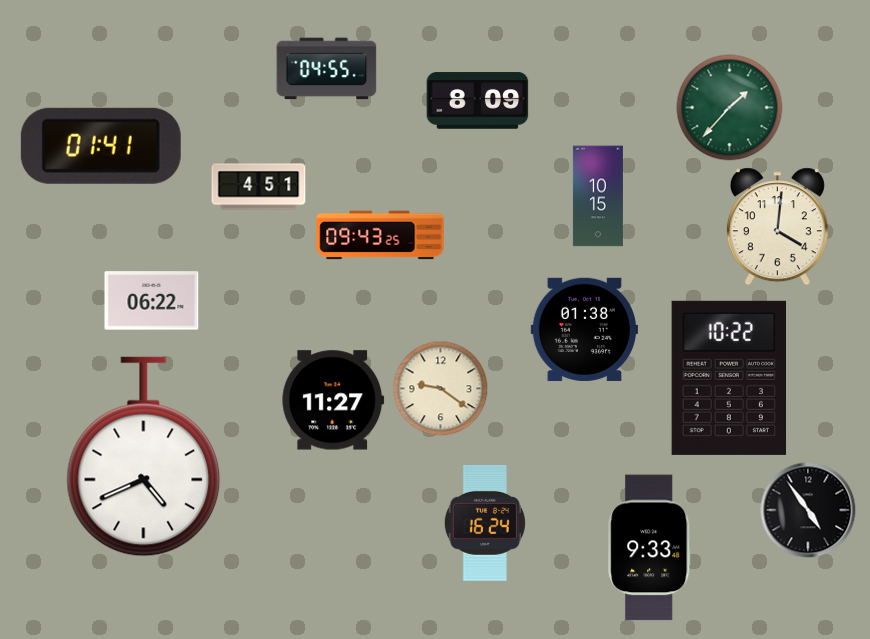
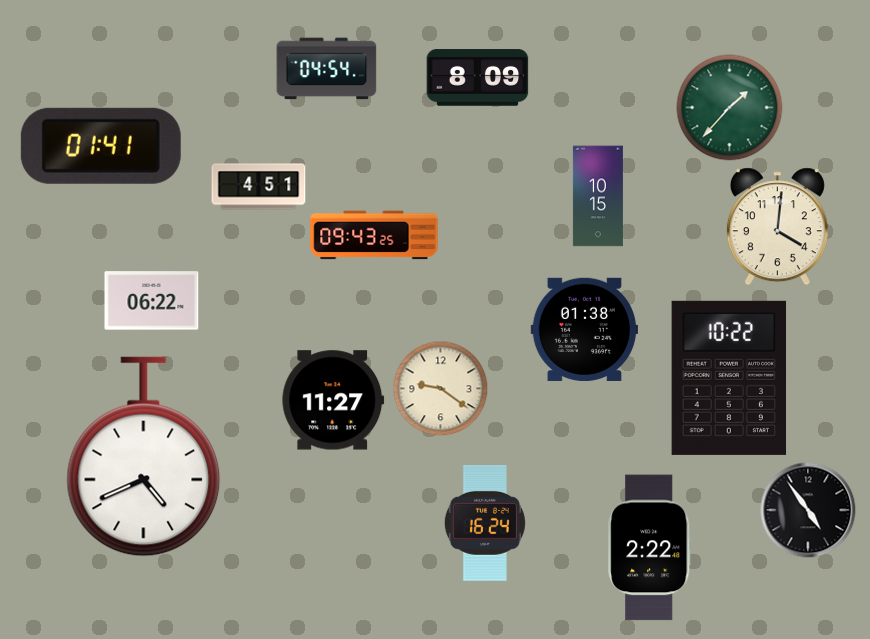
clock at (327, 69): 04:55 -> 04:54
clock at (478, 101) position: (478, 101) -> (478, 78)
clock at (380, 235) position: (380, 235) -> (374, 235)
clock at (650, 548): 9:33 -> 2:22
